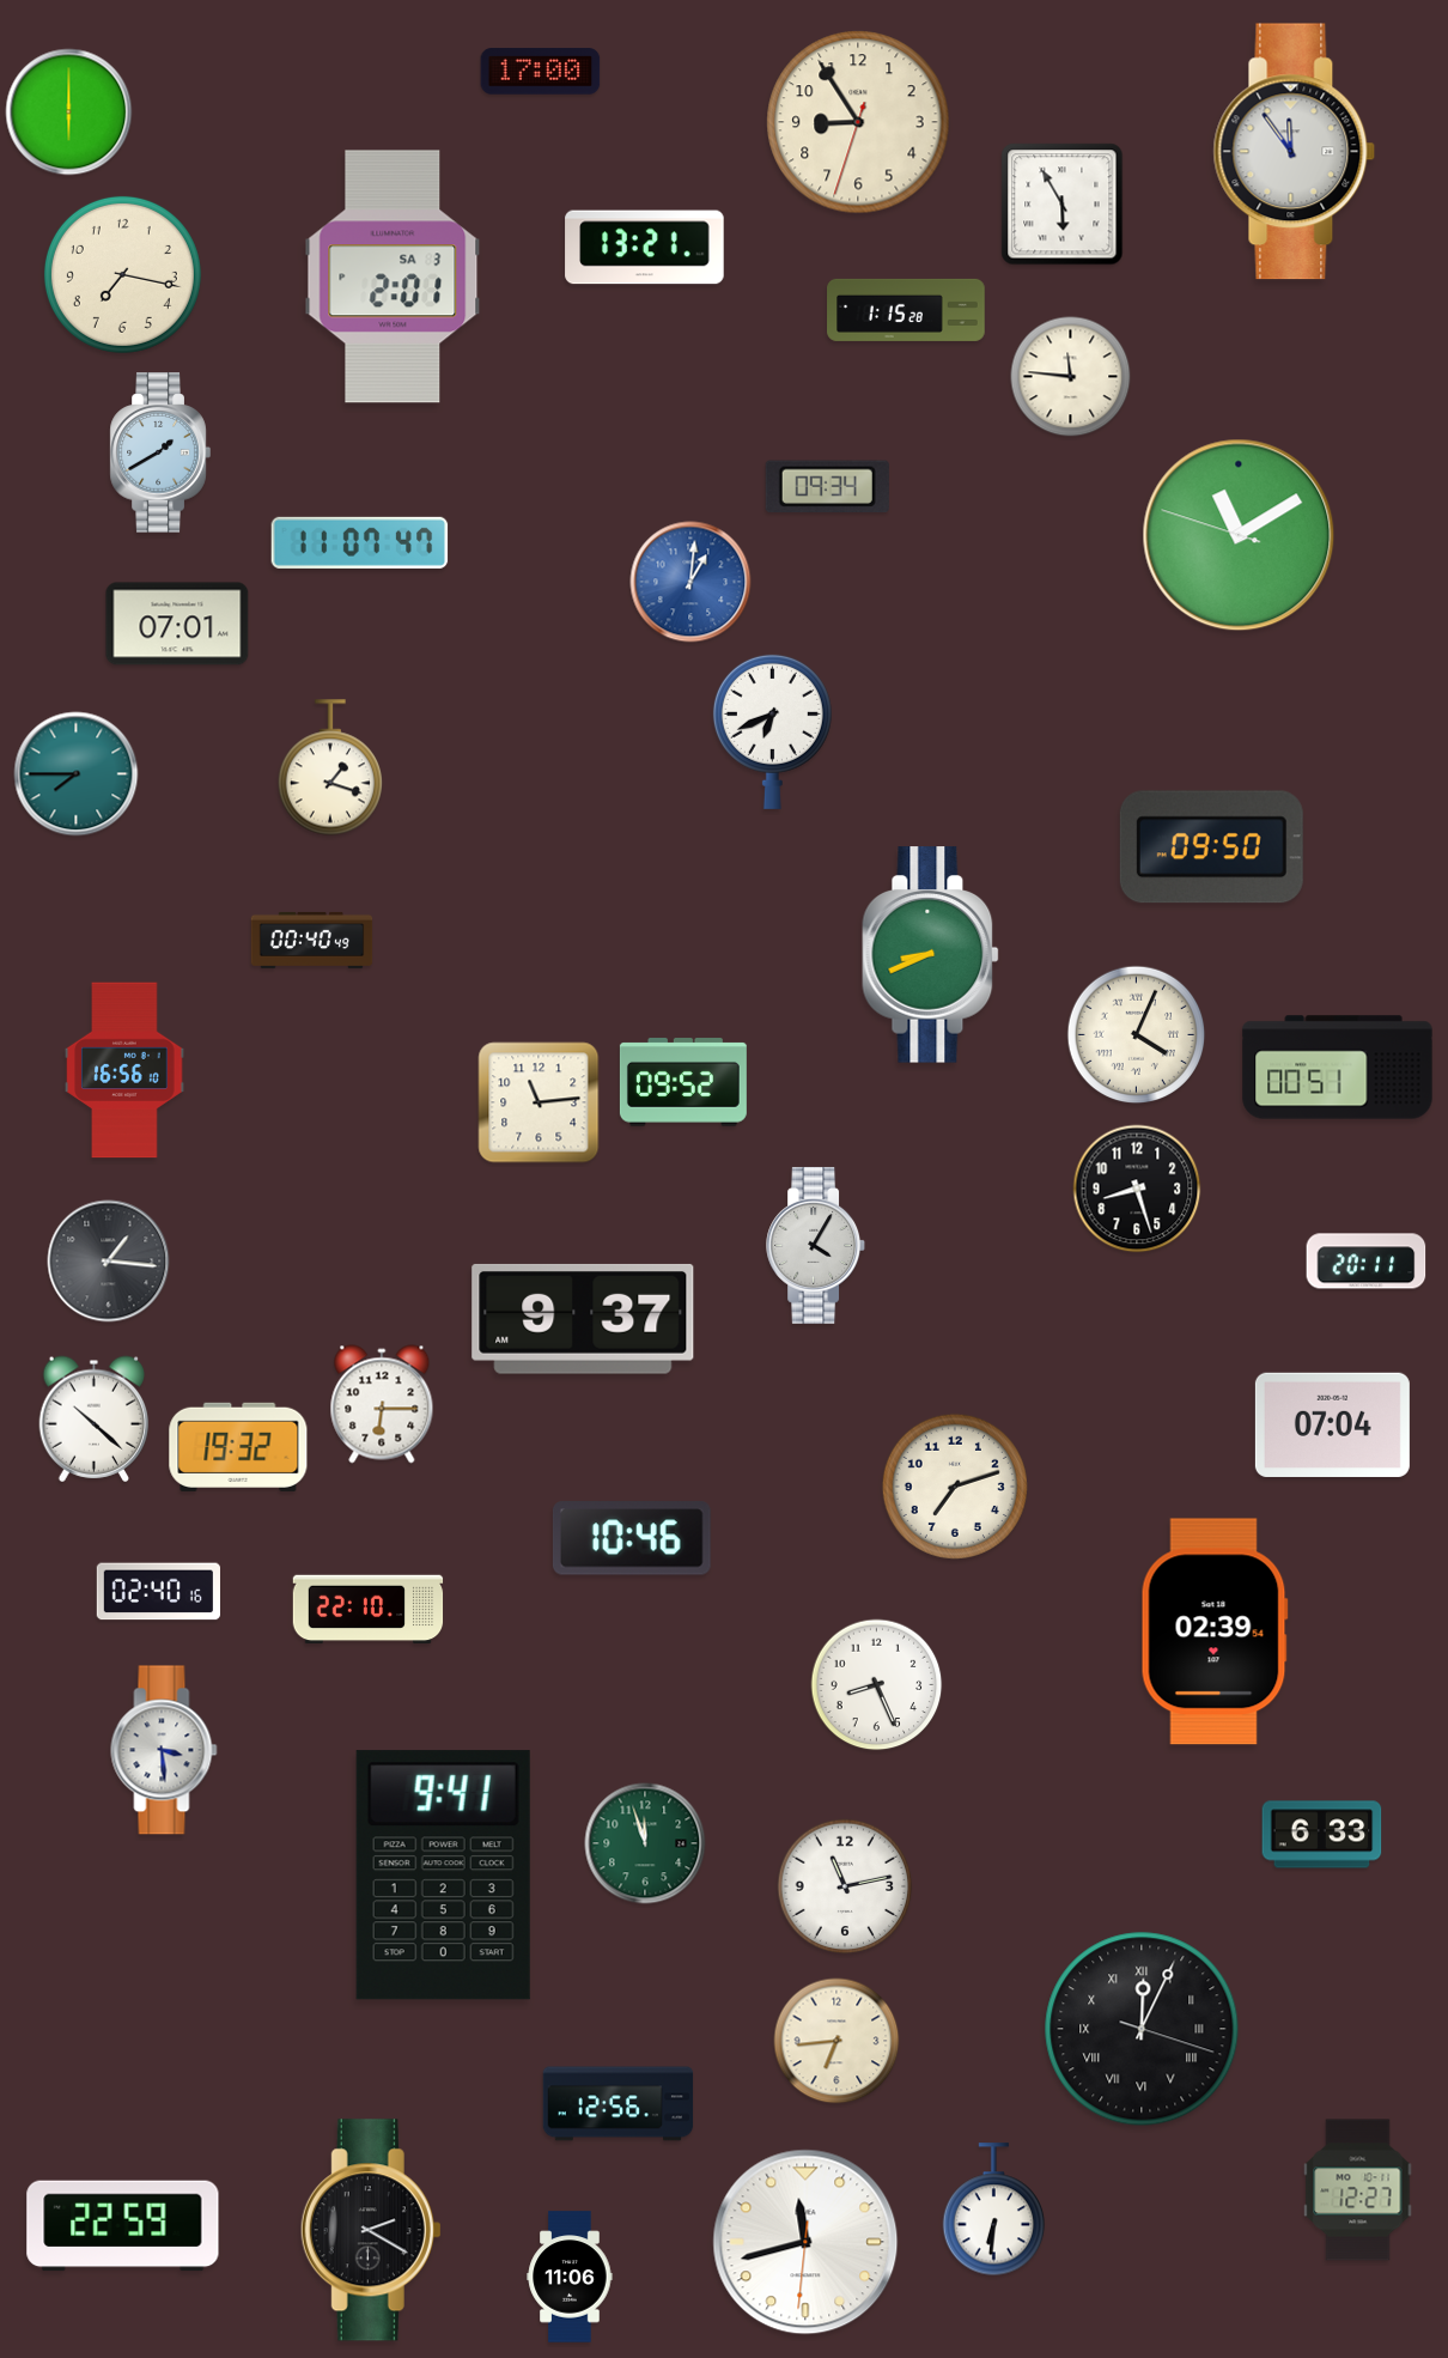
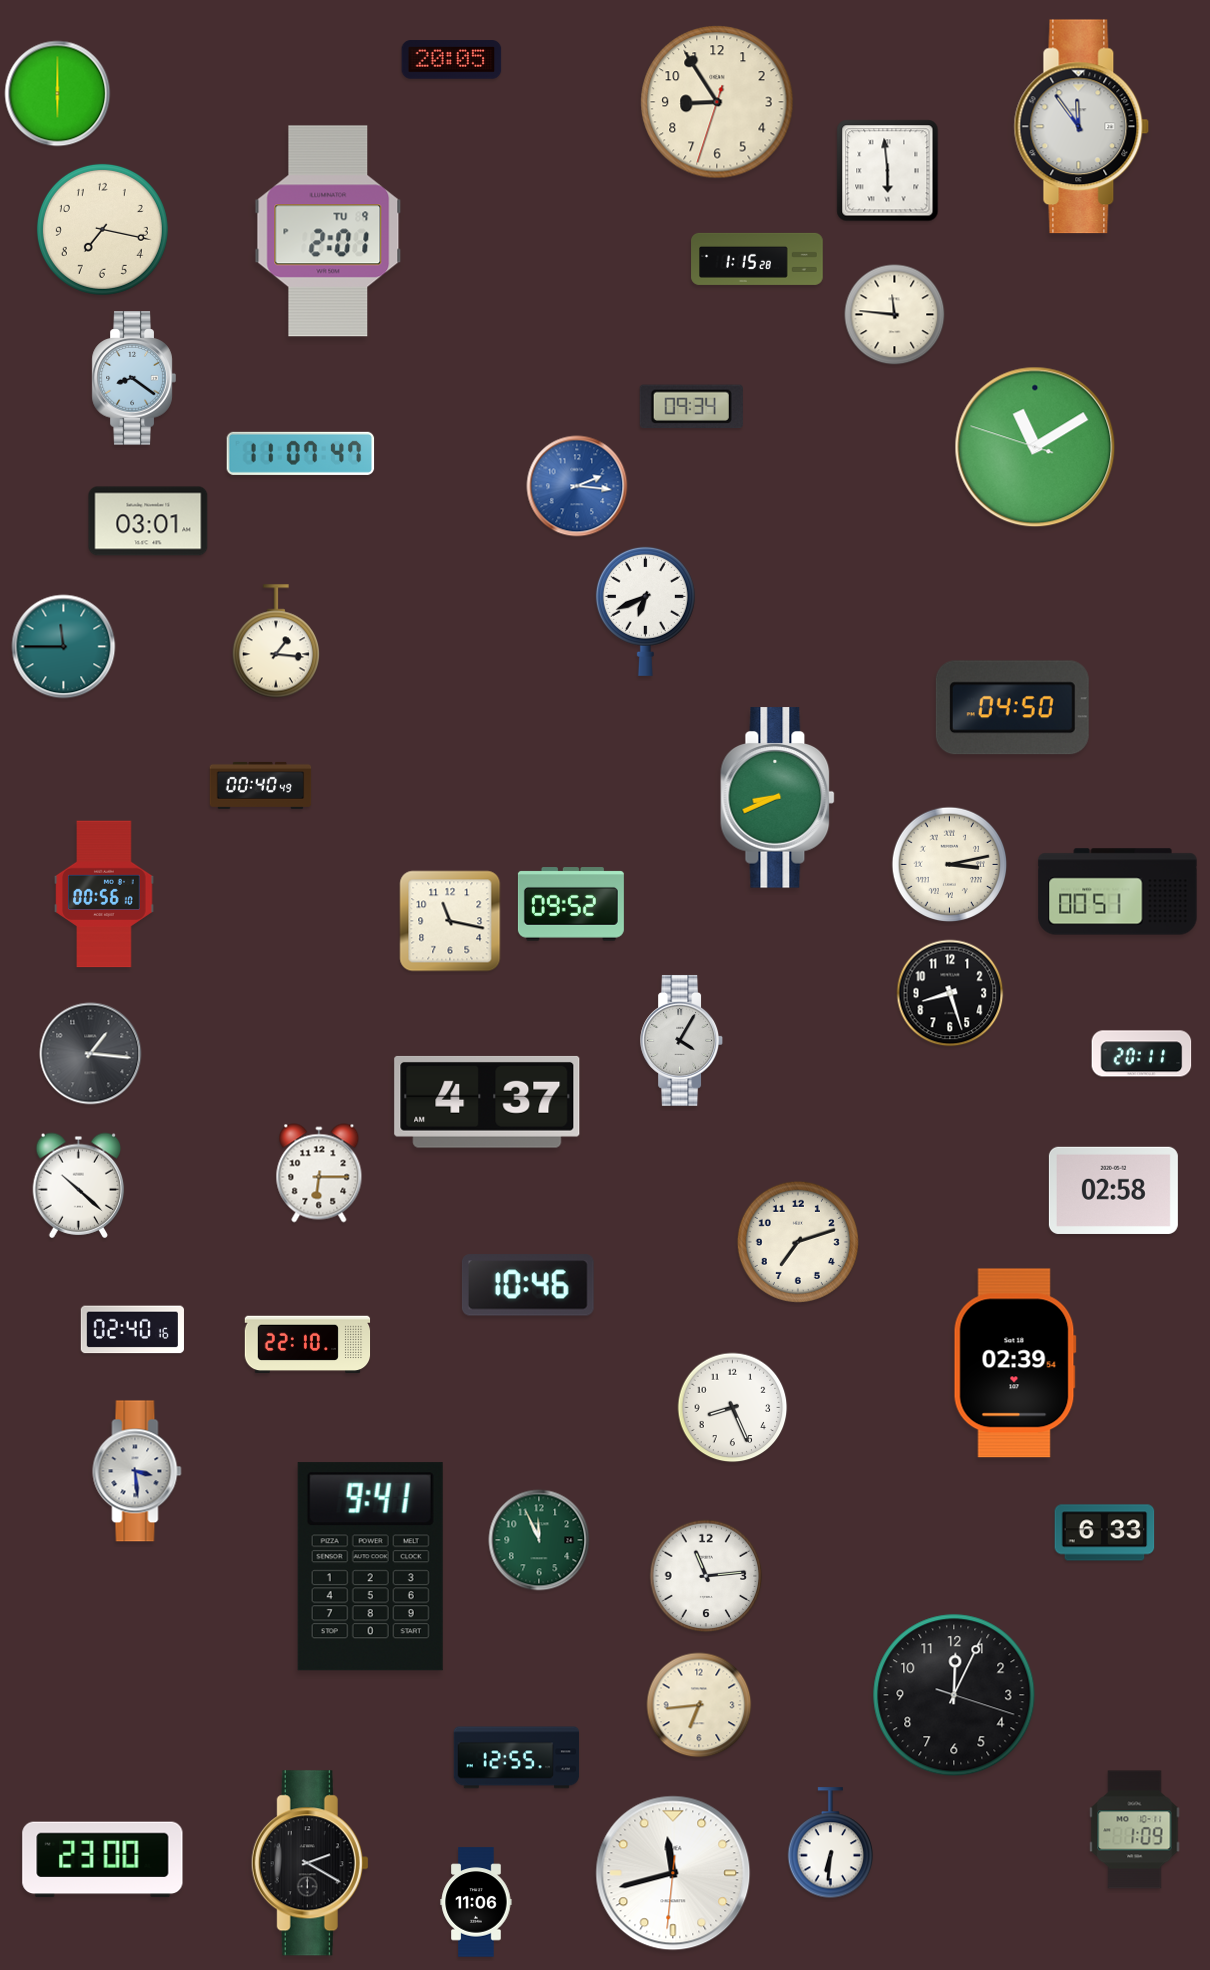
clock at (541, 72): 17:00 -> 20:05
clock at (1063, 205): 5:55 -> 5:59
clock at (645, 248): 13:21 -> none
clock at (393, 276) date: SA 3 -> TU 9
clock at (160, 452): 1:40 -> 8:21
clock at (690, 582): 1:01 -> 2:16
clock at (177, 624): 07:01 -> 03:01
clock at (329, 767): 1:18 -> 1:16
clock at (77, 774): 7:45 -> 11:45
clock at (1211, 847): 09:50 -> 04:50
clock at (1137, 1035): 4:04 -> 3:13
clock at (124, 1070): 16:56 -> 00:56
clock at (539, 1102): 11:14 -> 11:17
clock at (583, 1319): 9:37 -> 4:37
clock at (1332, 1424): 07:04 -> 02:58
clock at (238, 1447): 19:32 -> none
clock at (164, 1750) position: (164, 1750) -> (137, 1471)
clock at (645, 1843): 11:57 -> 11:56
clock at (845, 1886): 11:13 -> 11:14
clock at (1142, 2029) numerals: Roman -> Arabic
clock at (619, 2104): 12:56 -> 12:55
clock at (1358, 2190): 12:27 -> 1:09
clock at (994, 2210) position: (994, 2210) -> (831, 1843)
clock at (123, 2226): 22:59 -> 23:00
